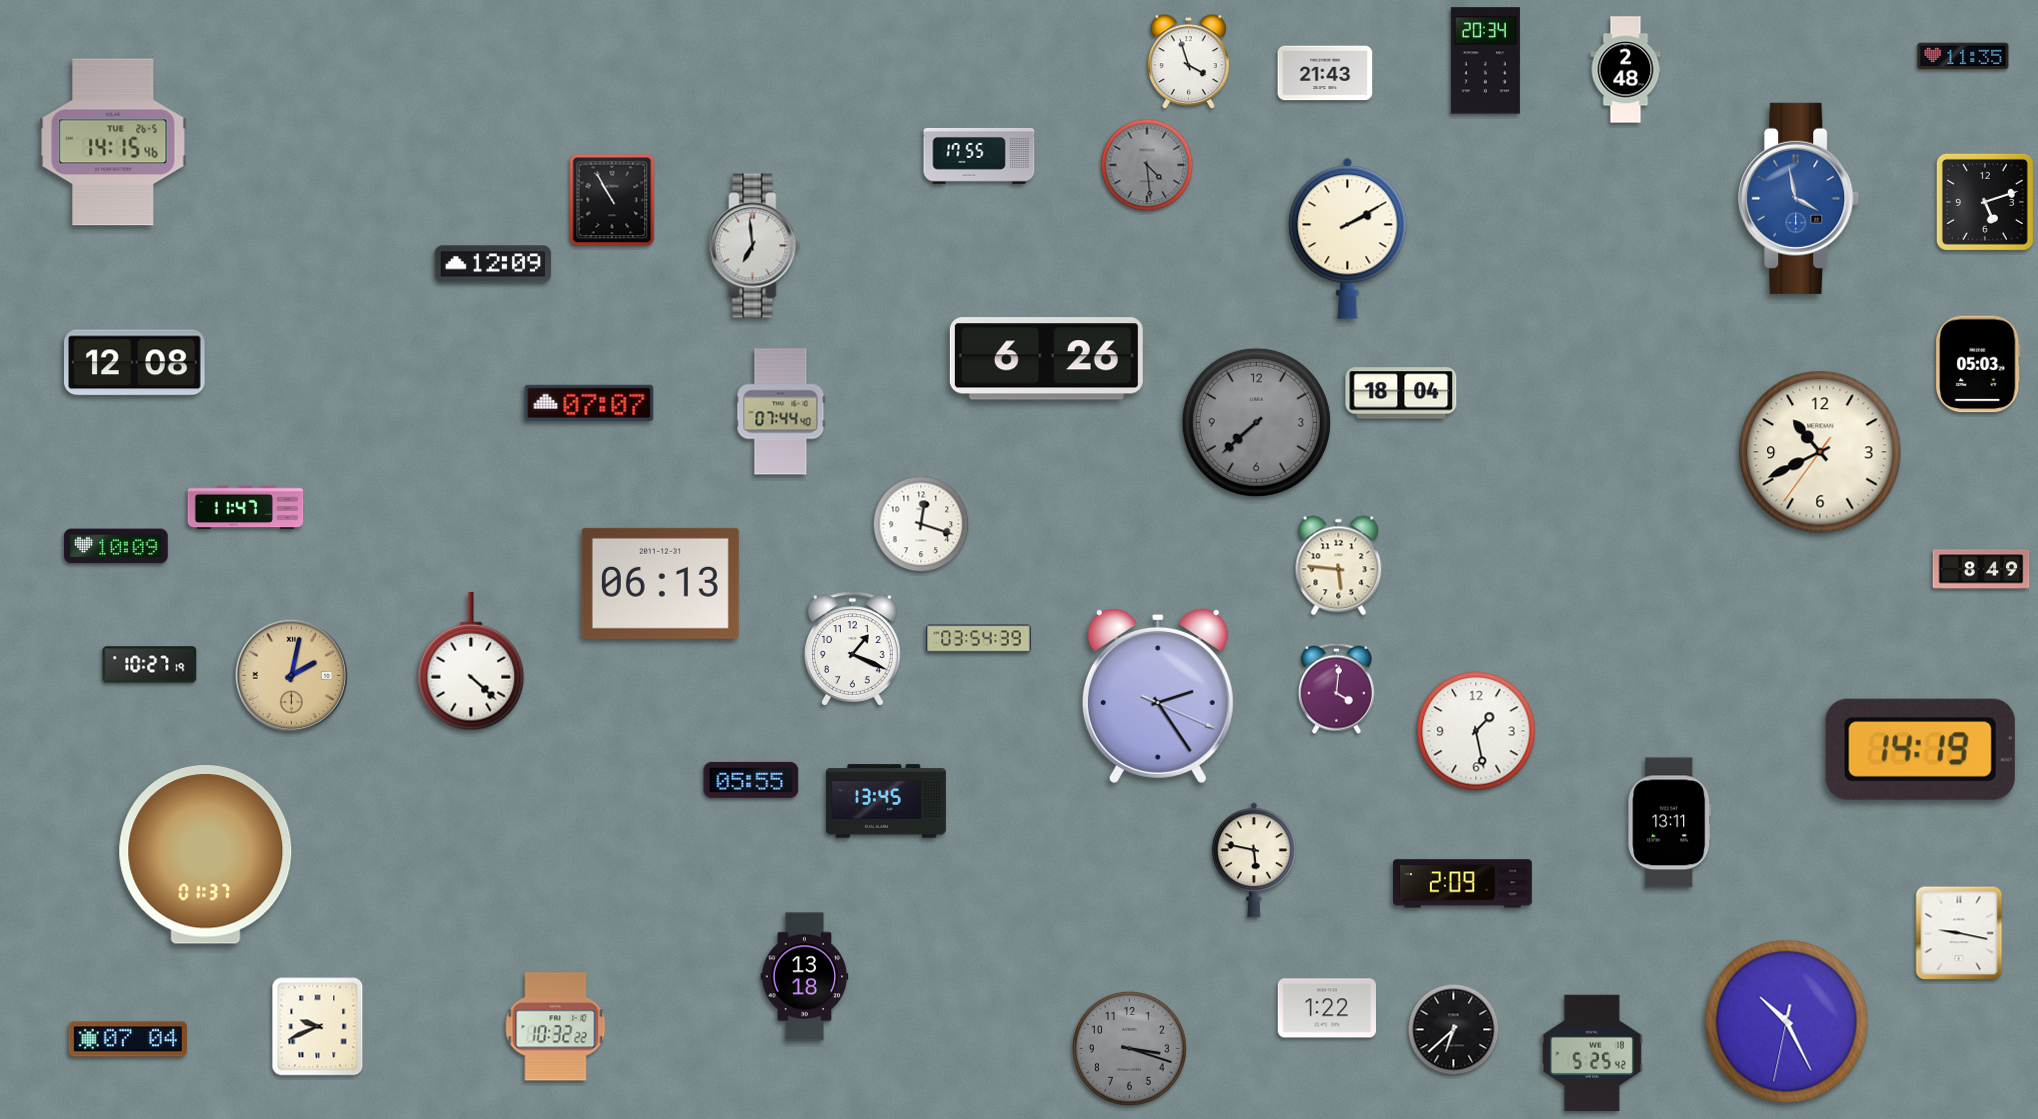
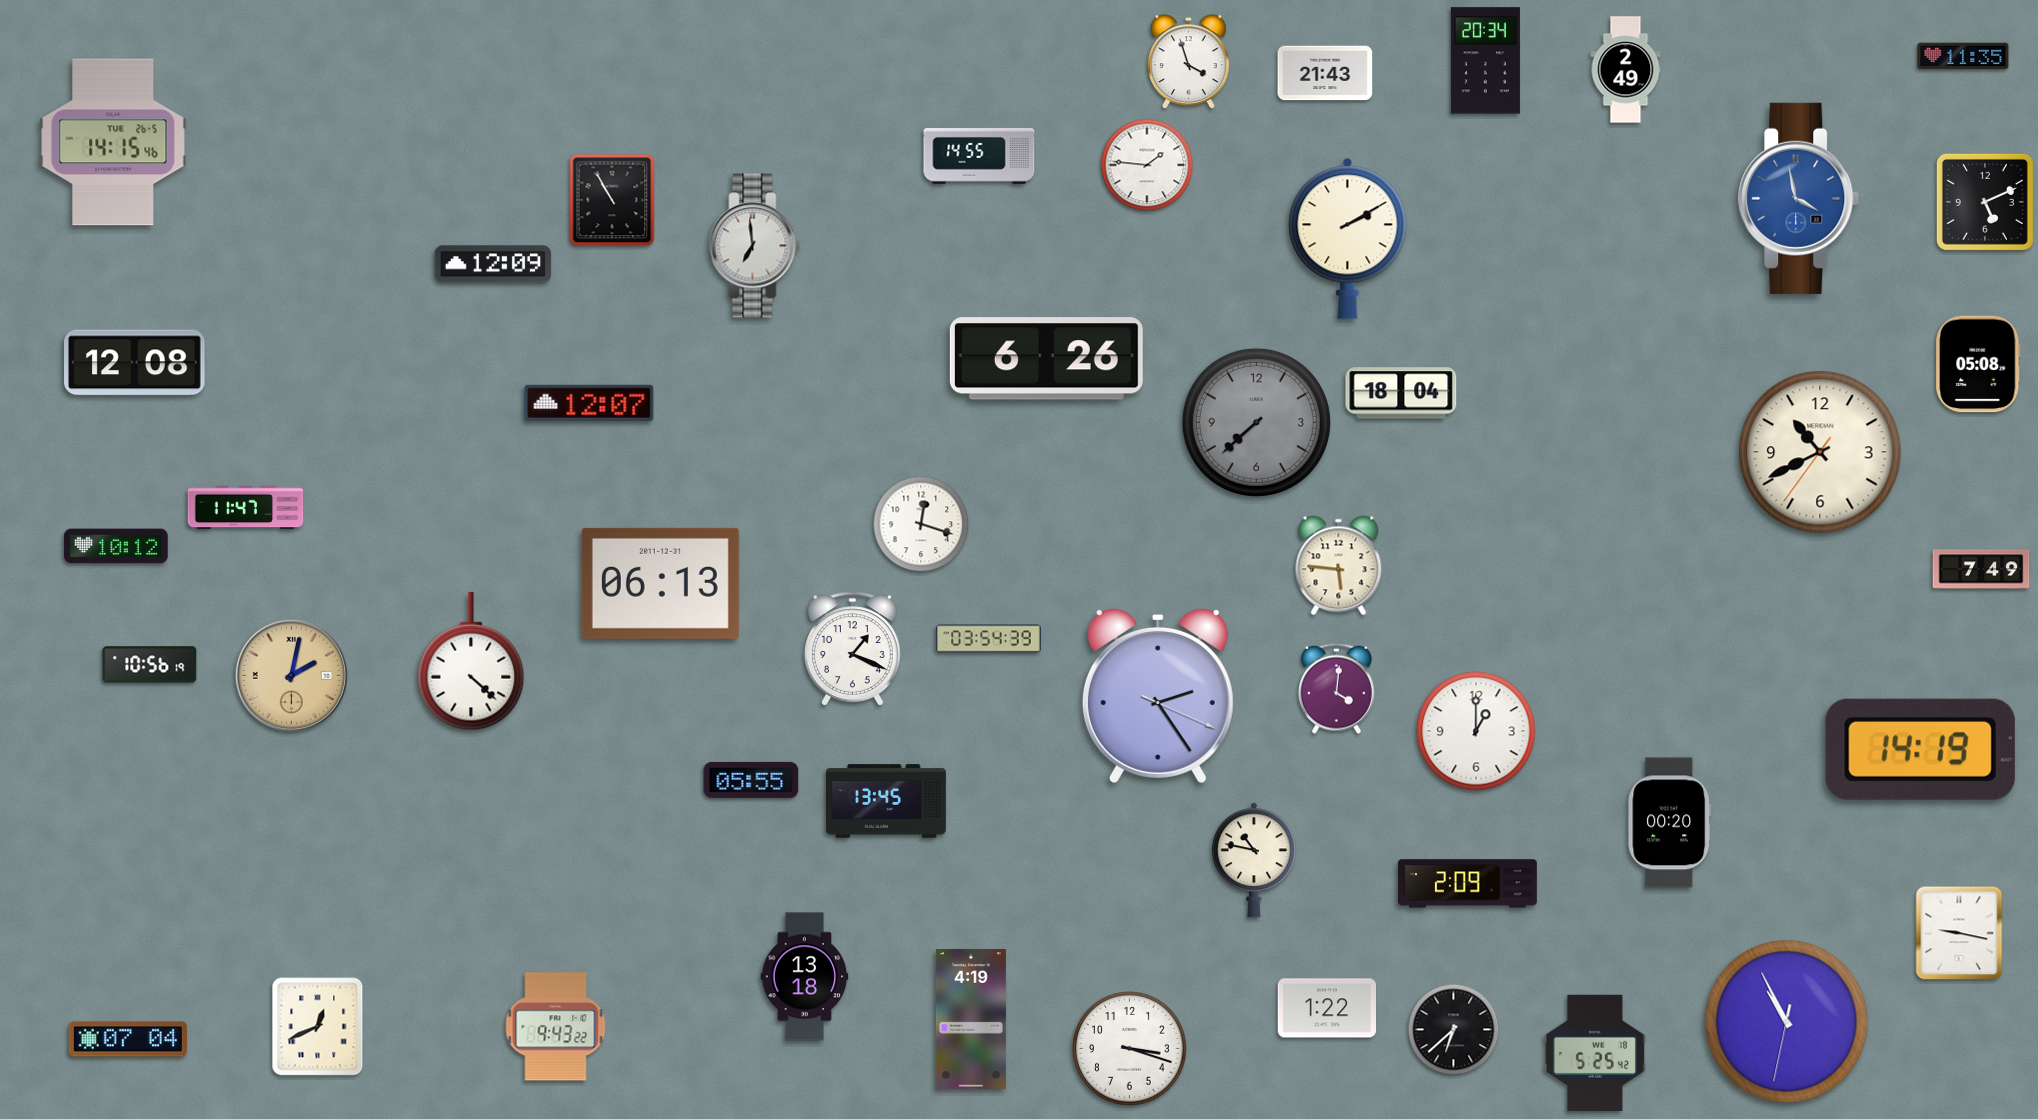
clock at (1626, 70): 2:48 -> 2:49
clock at (979, 156): 17:55 -> 14:55
clock at (1147, 165): 4:29 -> 1:46
clock at (1147, 165) dial: grey -> white
clock at (1985, 202): 5:12 -> 5:11
clock at (1978, 364): 05:03 -> 05:08
clock at (589, 403): 07:07 -> 12:07
clock at (781, 412): 07:44 -> none
clock at (116, 546): 10:09 -> 10:12
clock at (1981, 569): 8:49 -> 7:49
clock at (979, 639) position: (979, 639) -> (989, 639)
clock at (150, 665): 10:27 -> 10:56
clock at (1476, 731): 1:28 -> 1:00
clock at (1670, 823): 13:11 -> 00:20
clock at (206, 855): 01:37 -> none
clock at (1254, 860): 5:47 -> 10:47
clock at (1463, 884) position: (1463, 884) -> (1468, 884)
clock at (971, 1019): none -> 4:19
clock at (1787, 1022): 10:25 -> 10:55
clock at (318, 1027): 9:41 -> 12:41
clock at (556, 1027): 10:32 -> 9:43
clock at (1130, 1049) dial: grey -> white
clock at (1592, 1053) position: (1592, 1053) -> (1595, 1053)
